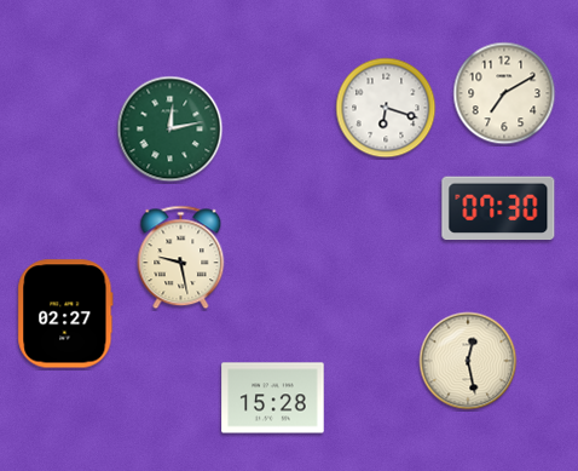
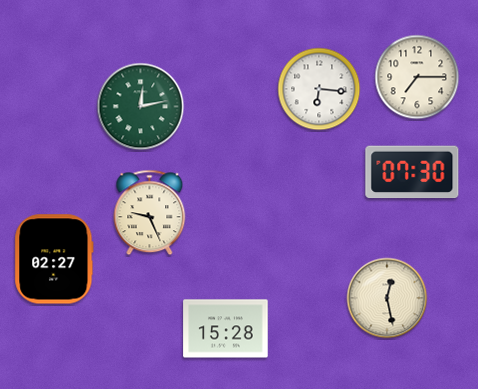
clock at (504, 93): 7:10 -> 7:15
clock at (386, 108): 6:18 -> 6:16
clock at (181, 258): 9:28 -> 9:26
